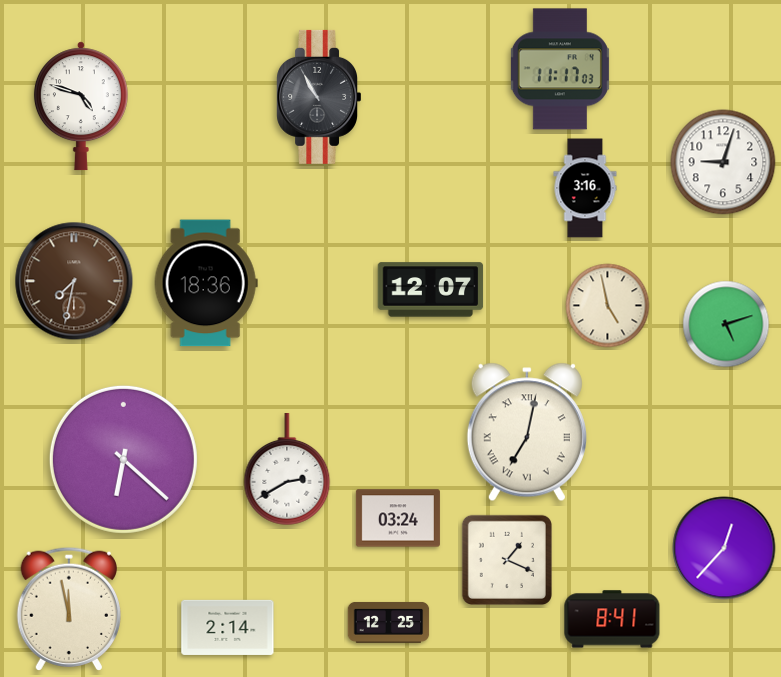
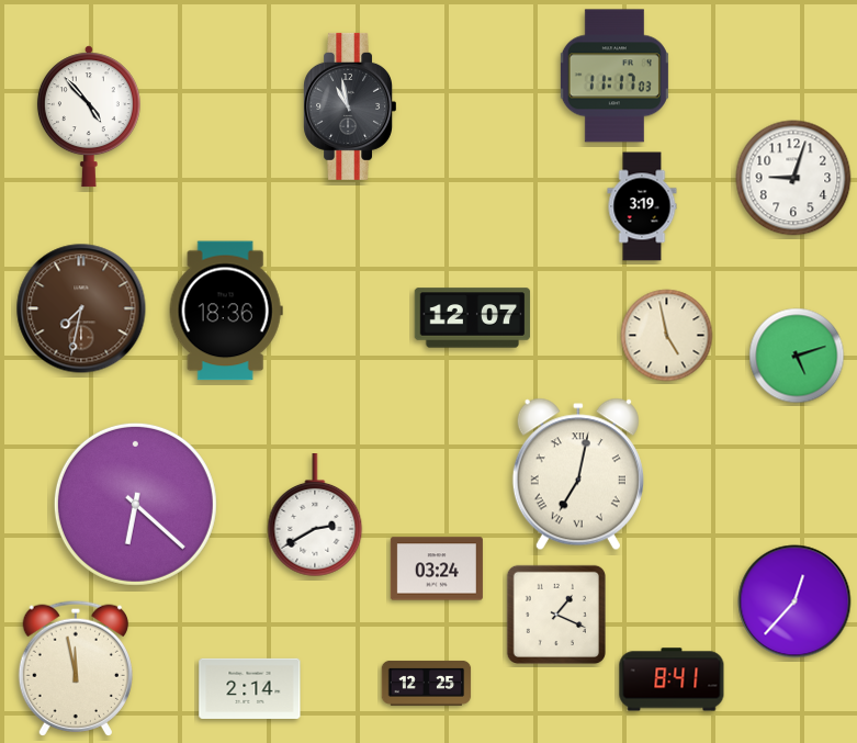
clock at (318, 97): 10:55 -> 10:58
clock at (81, 106): 4:48 -> 4:53
clock at (585, 188): 3:16 -> 3:19
